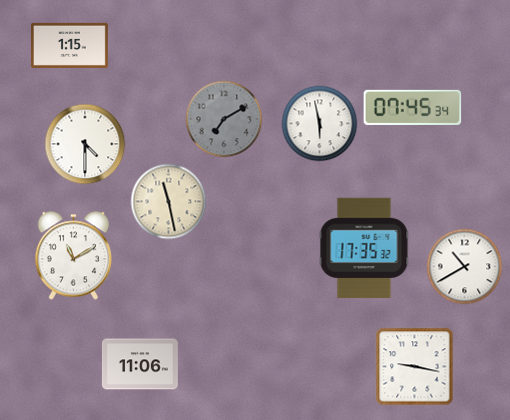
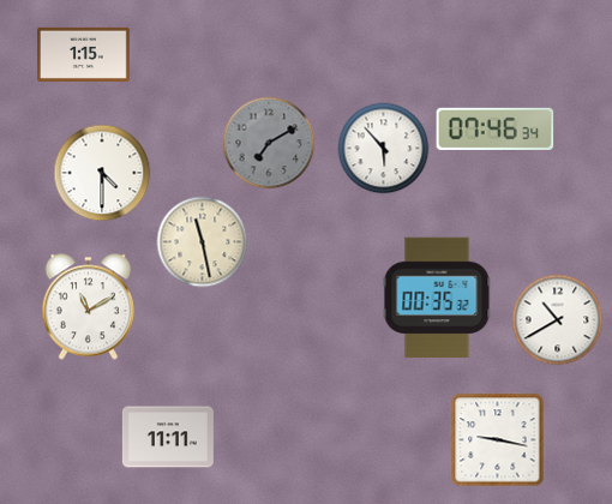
clock at (413, 107): 07:45 -> 07:46
clock at (320, 124): 5:58 -> 5:53
clock at (364, 248): 17:35 -> 00:35
clock at (140, 364): 11:06 -> 11:11
